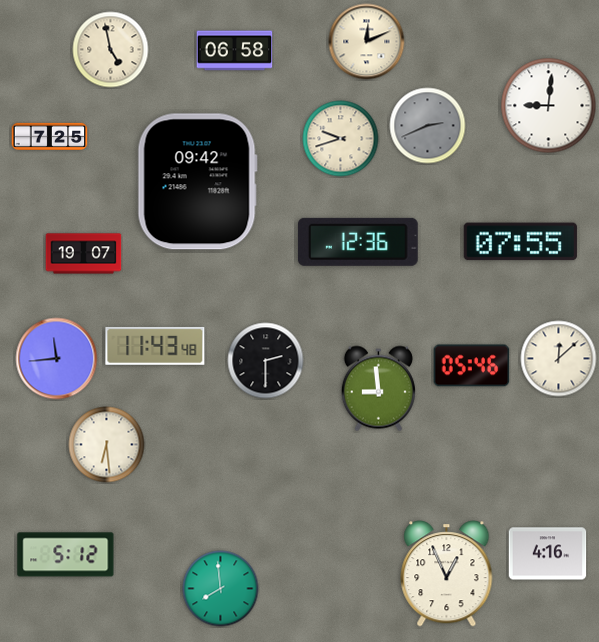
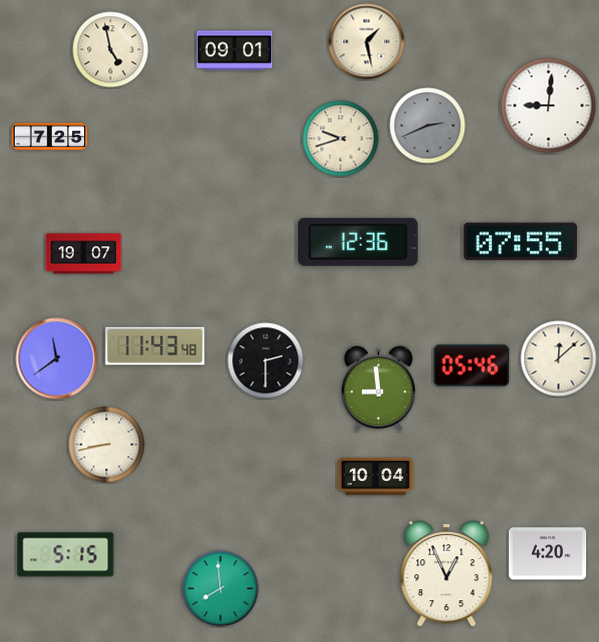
clock at (367, 42): 12:11 -> 1:28
clock at (235, 51): 06:58 -> 09:01
clock at (197, 182): 09:42 -> none
clock at (57, 359): 11:44 -> 11:39
clock at (107, 445): 6:29 -> 8:43
clock at (376, 477): none -> 10:04
clock at (548, 554): 4:16 -> 4:20
clock at (66, 555): 5:12 -> 5:15
